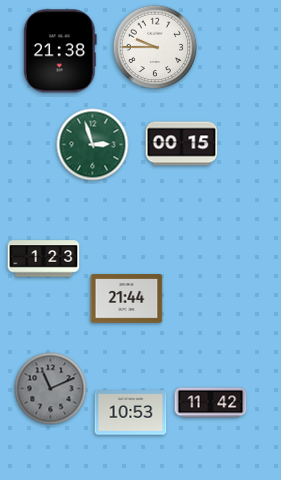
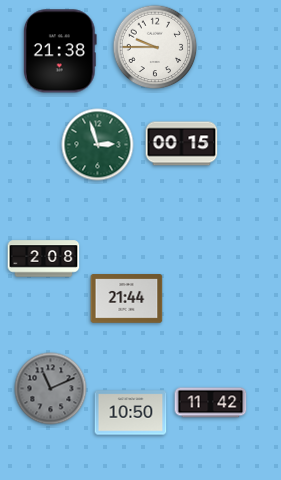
clock at (93, 145) position: (93, 145) -> (98, 145)
clock at (44, 259): 1:23 -> 2:08
clock at (131, 413): 10:53 -> 10:50
